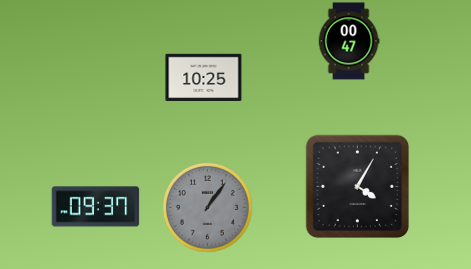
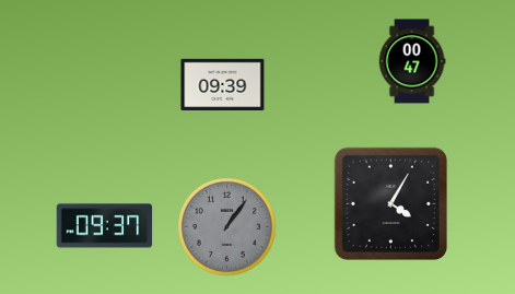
clock at (349, 41) position: (349, 41) -> (412, 61)
clock at (204, 77): 10:25 -> 09:39
